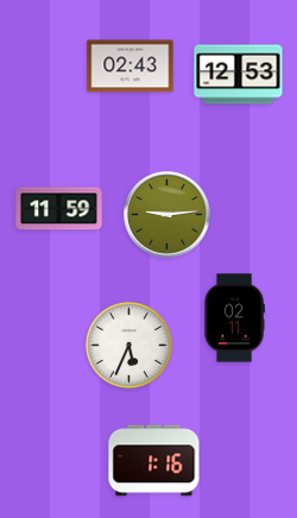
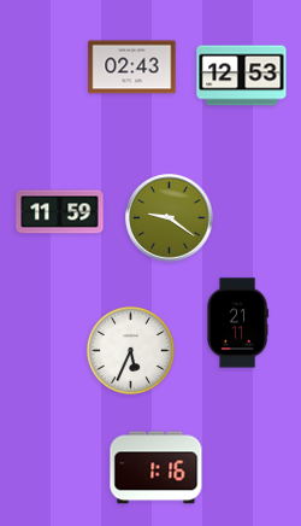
clock at (168, 215): 9:14 -> 9:21
clock at (234, 318): 02:11 -> 21:11
